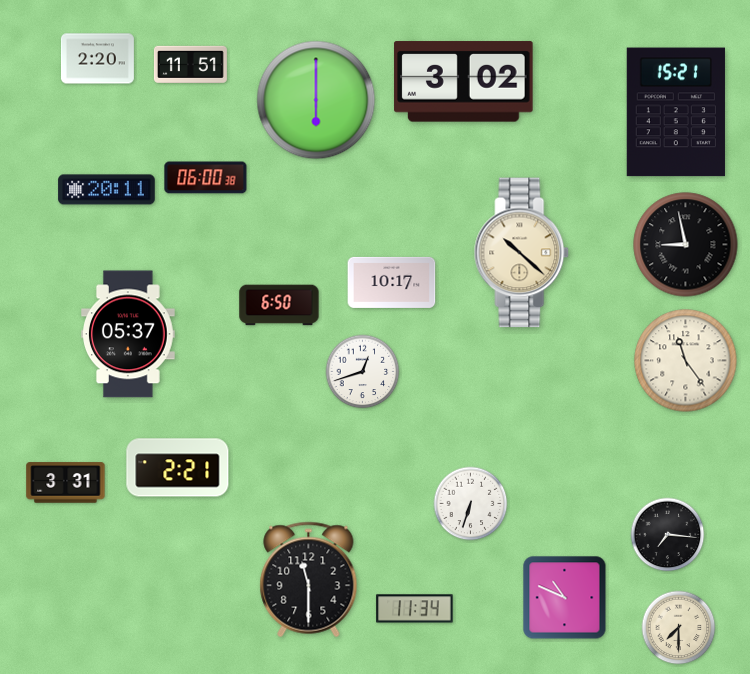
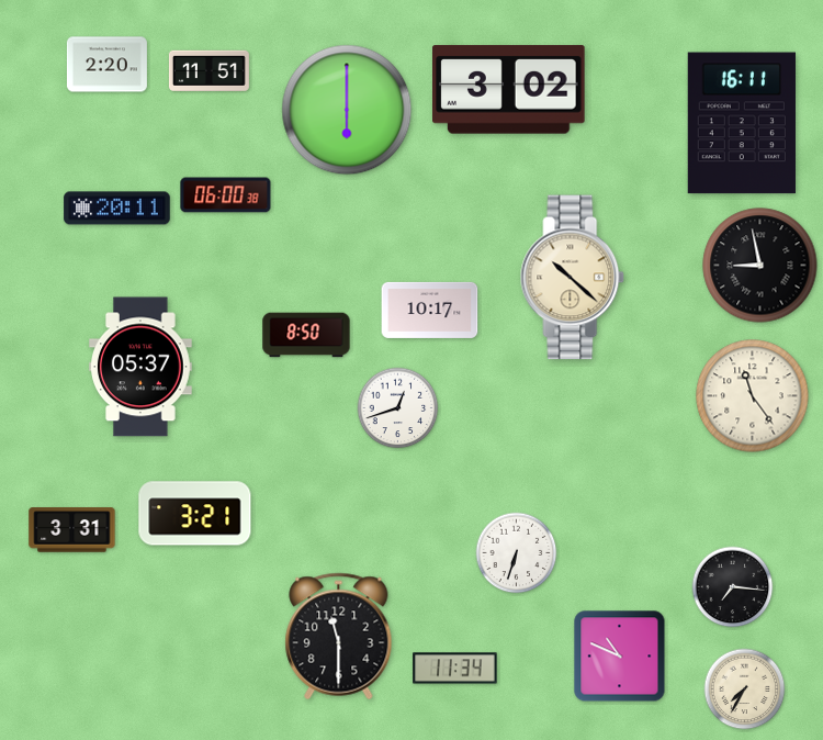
clock at (676, 112): 15:21 -> 16:11
clock at (686, 245) position: (686, 245) -> (760, 266)
clock at (279, 305): 6:50 -> 8:50
clock at (178, 468): 2:21 -> 3:21
clock at (679, 628): 7:30 -> 7:35
